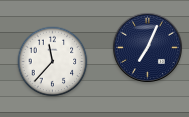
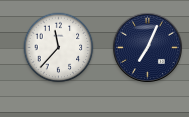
clock at (53, 62) position: (53, 62) -> (59, 48)
